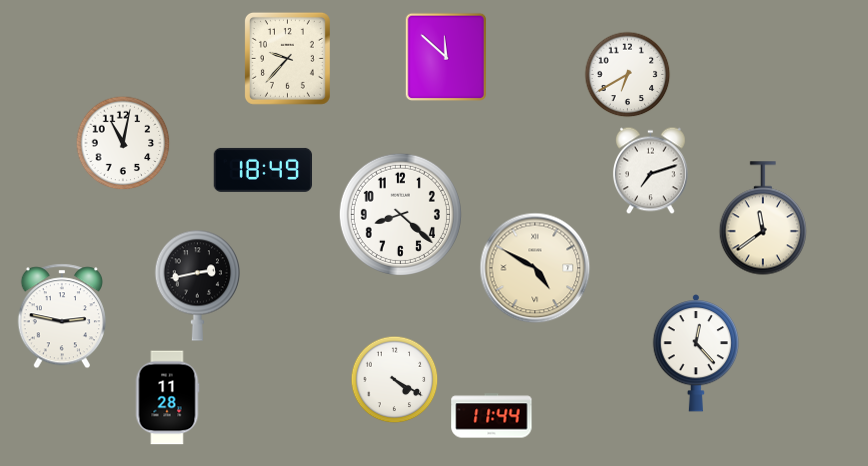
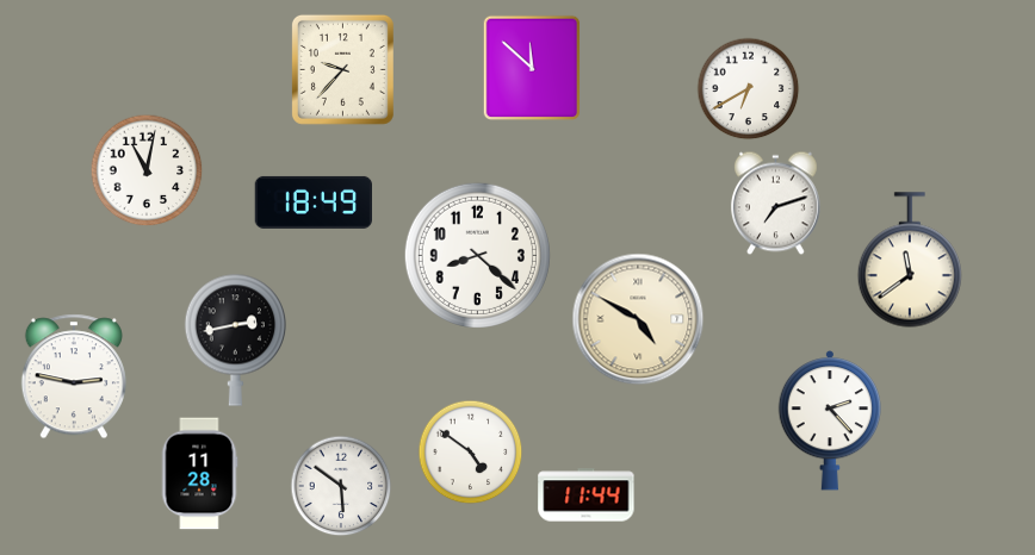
clock at (695, 353): 12:23 -> 2:23
clock at (395, 380): 4:20 -> 4:51
clock at (341, 486): none -> 5:51
